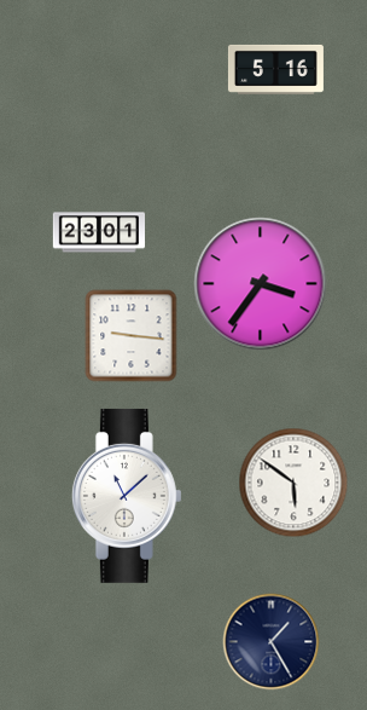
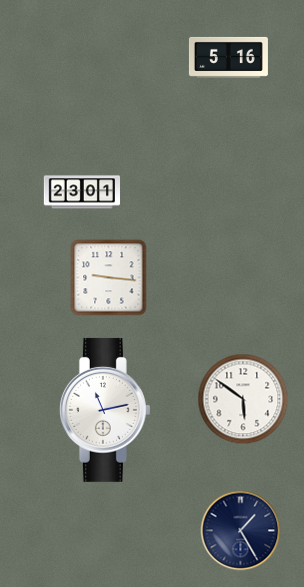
clock at (261, 284): 3:36 -> none
clock at (127, 496): 11:08 -> 11:13
clock at (272, 642) position: (272, 642) -> (241, 531)
